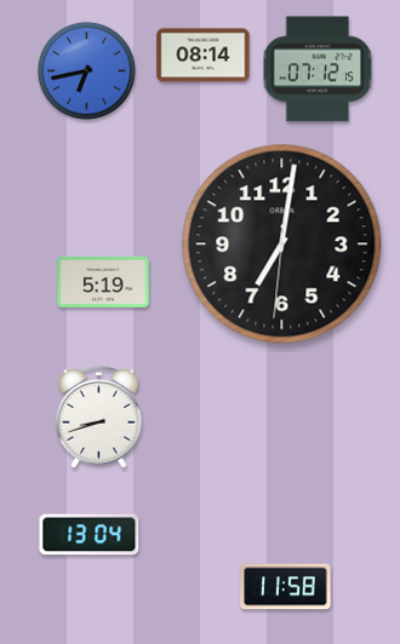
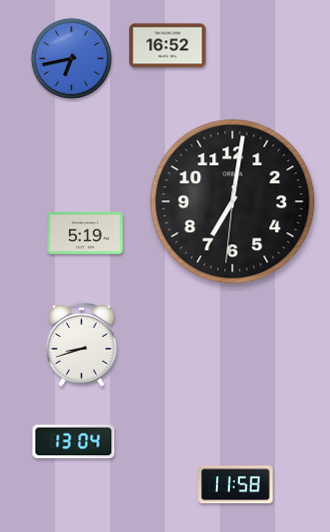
clock at (204, 56): 08:14 -> 16:52
clock at (318, 69): 07:12 -> none
